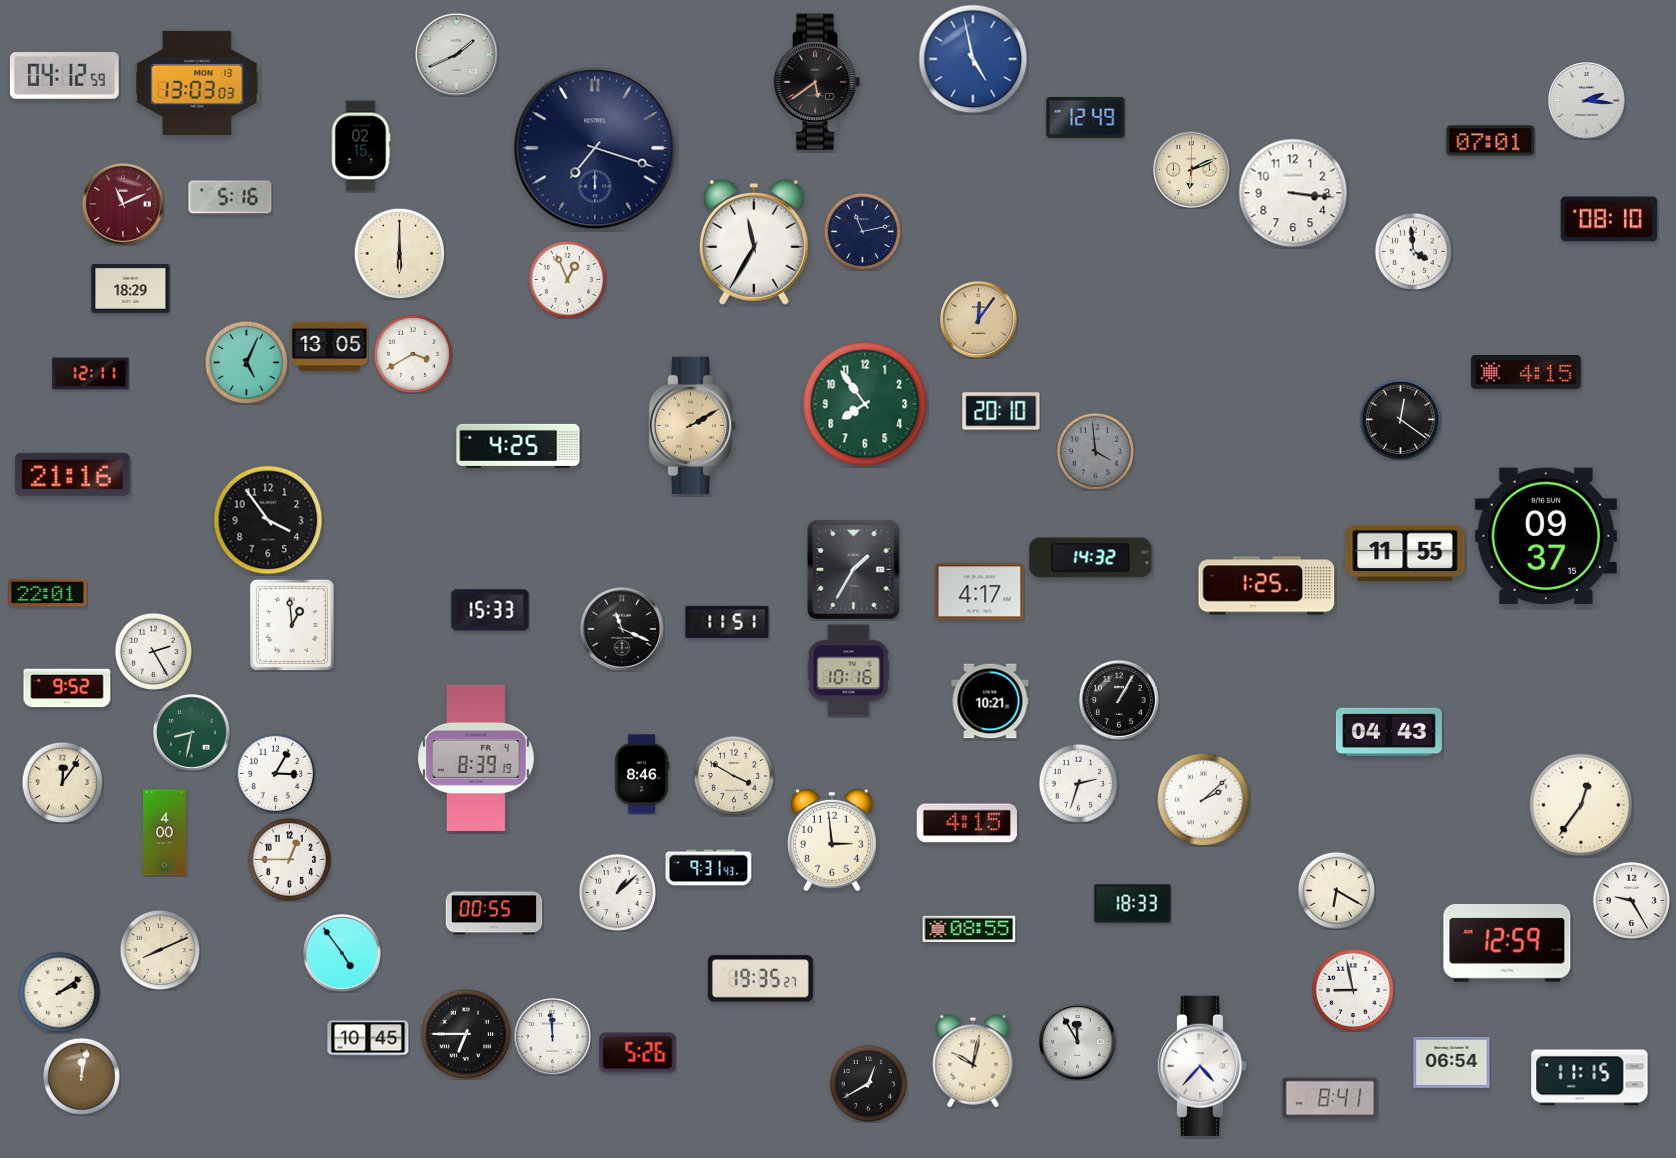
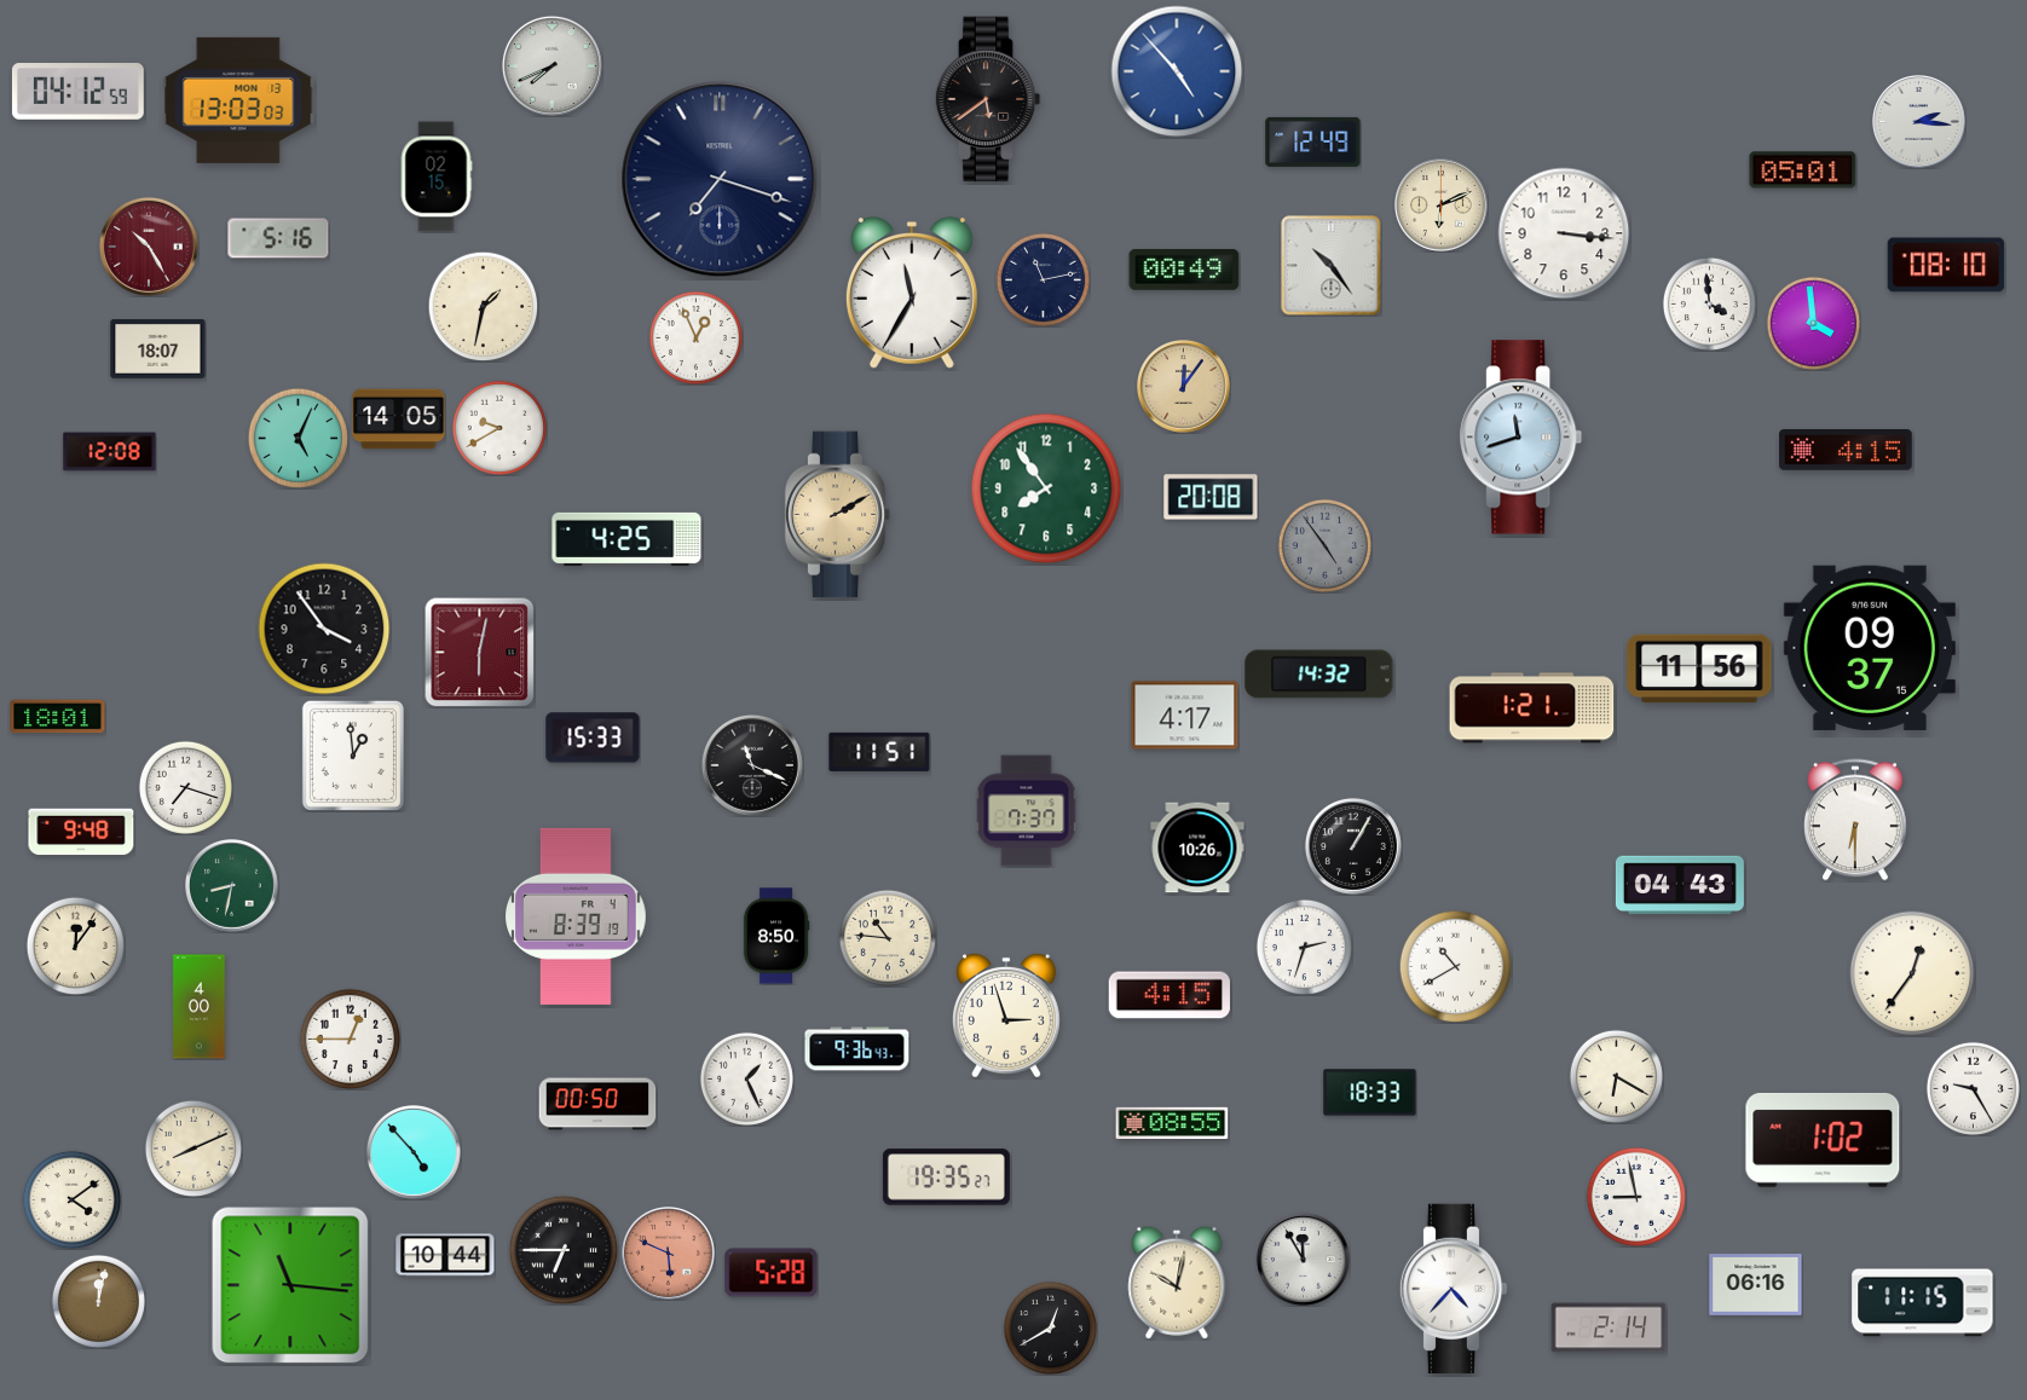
clock at (456, 54): 1:41 -> 7:41
clock at (973, 59): 4:58 -> 4:53
clock at (1491, 141): 07:01 -> 05:01
clock at (123, 204): 11:11 -> 10:25
clock at (1332, 266): none -> 10:24
clock at (1184, 270): none -> 00:49
clock at (399, 253): 6:00 -> 1:32
clock at (1813, 323): none -> 3:59
clock at (567, 279) position: (567, 279) -> (695, 337)
clock at (131, 289): 18:29 -> 18:07
clock at (330, 347): 13:05 -> 14:05
clock at (413, 354): 3:40 -> 9:40
clock at (1521, 438): none -> 11:42
clock at (91, 374): 12:11 -> 12:08
clock at (1001, 411): 20:10 -> 20:08
clock at (1400, 419): 12:21 -> none
clock at (1095, 451): 3:59 -> 4:54
clock at (73, 474): 21:16 -> none
clock at (479, 652): none -> 6:02
clock at (1405, 553): 11:55 -> 11:56
clock at (854, 570): 1:35 -> none
clock at (1267, 586): 1:25 -> 1:21
clock at (48, 593): 22:01 -> 18:01
clock at (622, 629) position: (622, 629) -> (752, 765)
clock at (153, 651): 2:25 -> 7:18
clock at (849, 671): 10:16 -> 7:37
clock at (1856, 820): none -> 6:30
clock at (67, 688): 9:52 -> 9:48
clock at (990, 701): 10:21 -> 10:26
clock at (275, 773): 3:05 -> none
clock at (642, 774): 8:46 -> 8:50
clock at (733, 775): 3:50 -> 10:46
clock at (1203, 799): 2:08 -> 10:40
clock at (832, 840): 2:59 -> 2:57
clock at (709, 868): 9:31 -> 9:36
clock at (617, 892): 1:08 -> 1:26
clock at (494, 913): 00:55 -> 00:50
clock at (1507, 943): 12:59 -> 1:02
clock at (343, 954): 4:54 -> 4:53
clock at (760, 979) position: (760, 979) -> (946, 1178)
clock at (59, 992): 2:09 -> 4:09
clock at (553, 1037): 11:59 -> 5:49
clock at (553, 1037) dial: white -> salmon
clock at (368, 1038): 10:45 -> 10:44
clock at (638, 1053): 5:26 -> 5:28
clock at (290, 1285): none -> 11:16
clock at (1452, 1063): 06:54 -> 06:16
clock at (868, 1083) position: (868, 1083) -> (1050, 1327)
clock at (1330, 1098): 8:41 -> 2:14
